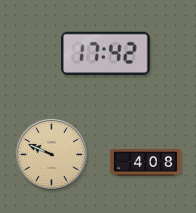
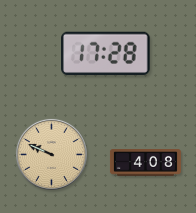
clock at (106, 53): 17:42 -> 17:28
